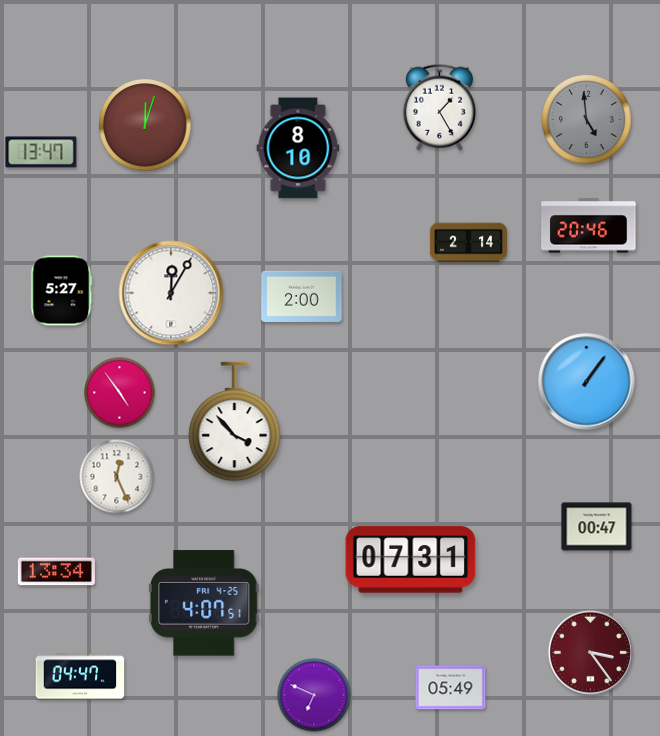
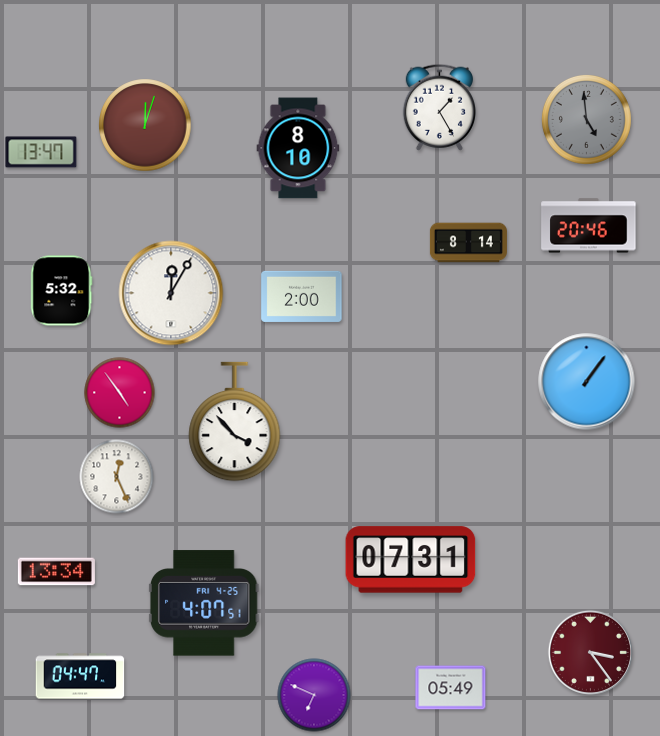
clock at (468, 243): 2:14 -> 8:14
clock at (62, 291): 5:27 -> 5:32
clock at (597, 527): 00:47 -> none
